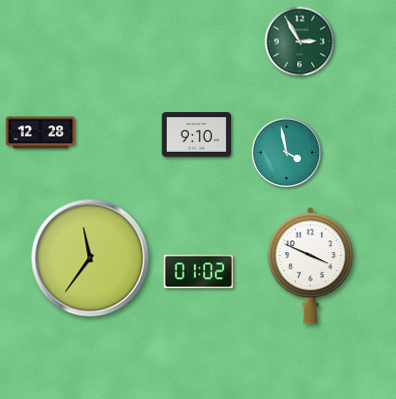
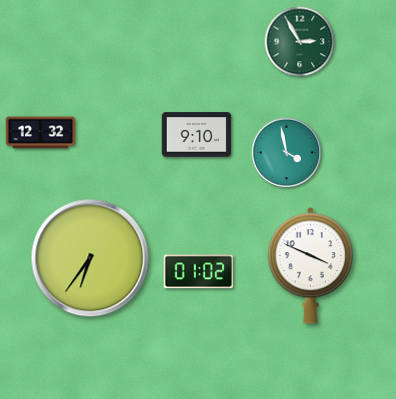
clock at (41, 133): 12:28 -> 12:32
clock at (90, 258): 11:36 -> 6:36
